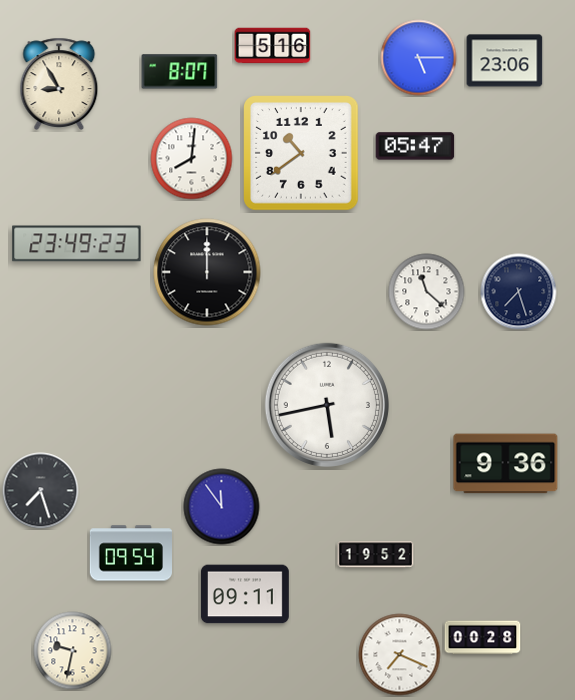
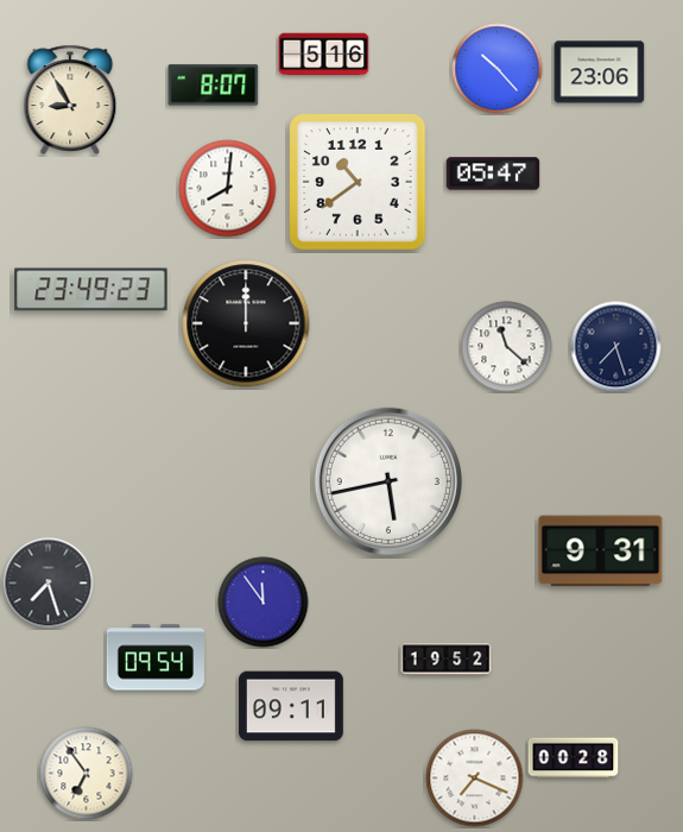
clock at (419, 58): 5:15 -> 10:23
clock at (506, 464): 9:36 -> 9:31
clock at (73, 651): 9:32 -> 6:54
